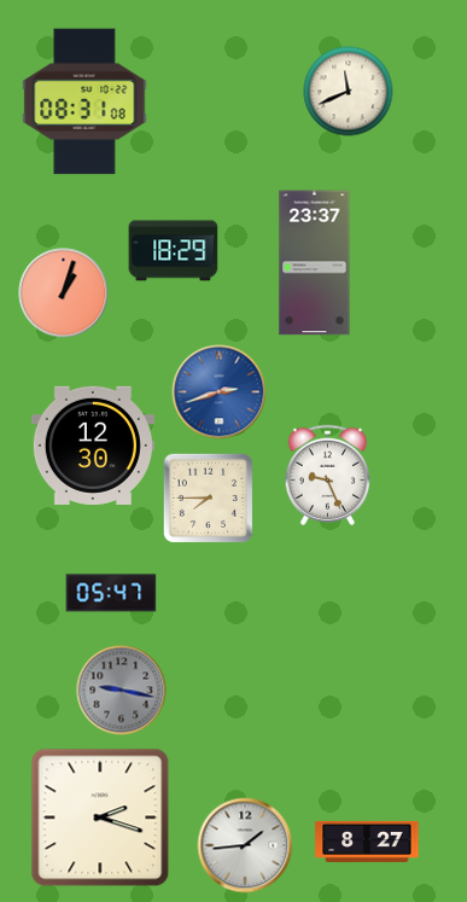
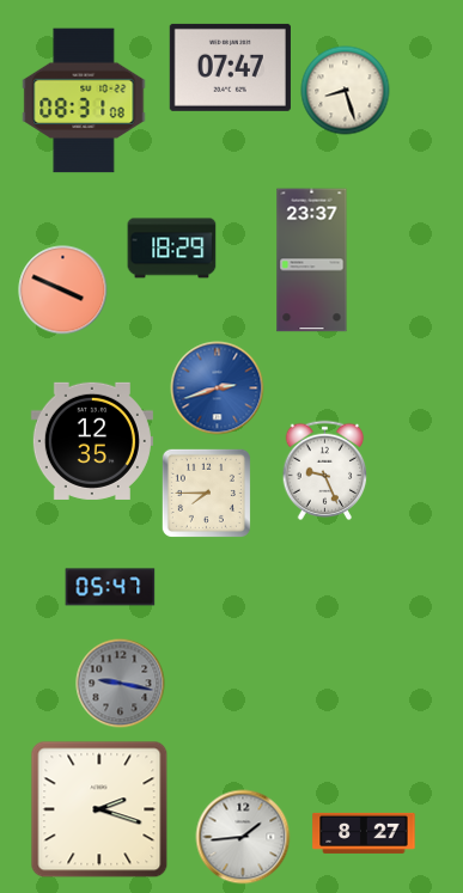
clock at (230, 67): none -> 07:47
clock at (349, 92): 11:41 -> 8:27
clock at (64, 293): 1:03 -> 3:49
clock at (93, 446): 12:30 -> 12:35
